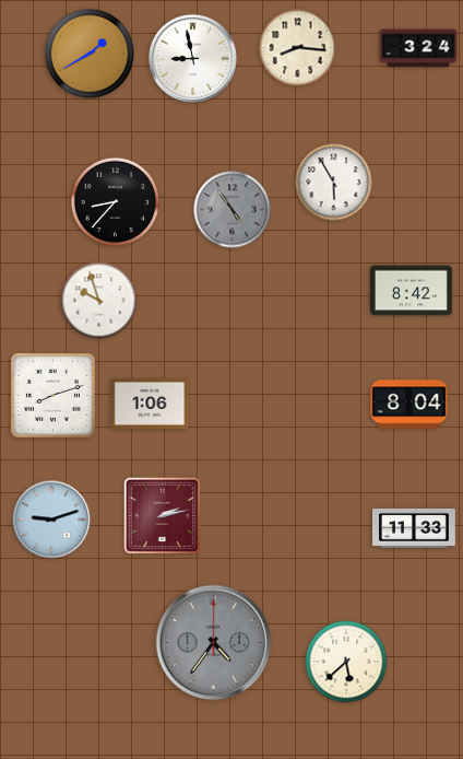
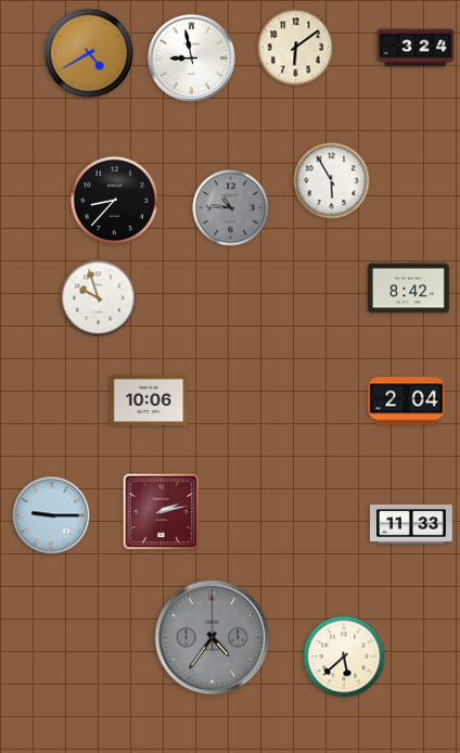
clock at (298, 48): 8:16 -> 6:09
clock at (90, 54): 1:40 -> 4:40
clock at (233, 210): 4:54 -> 10:46
clock at (52, 395): 8:12 -> none
clock at (150, 402): 1:06 -> 10:06
clock at (409, 405): 8:04 -> 2:04
clock at (51, 519): 9:12 -> 9:15
